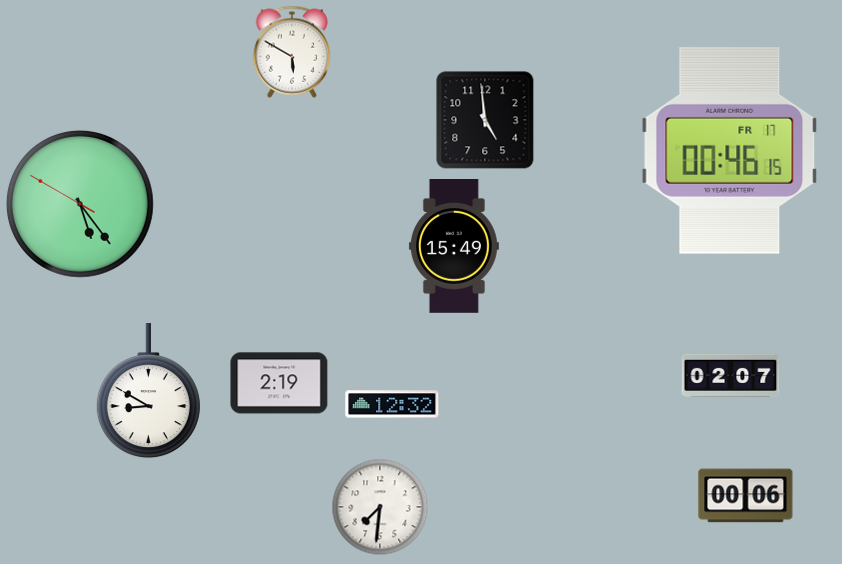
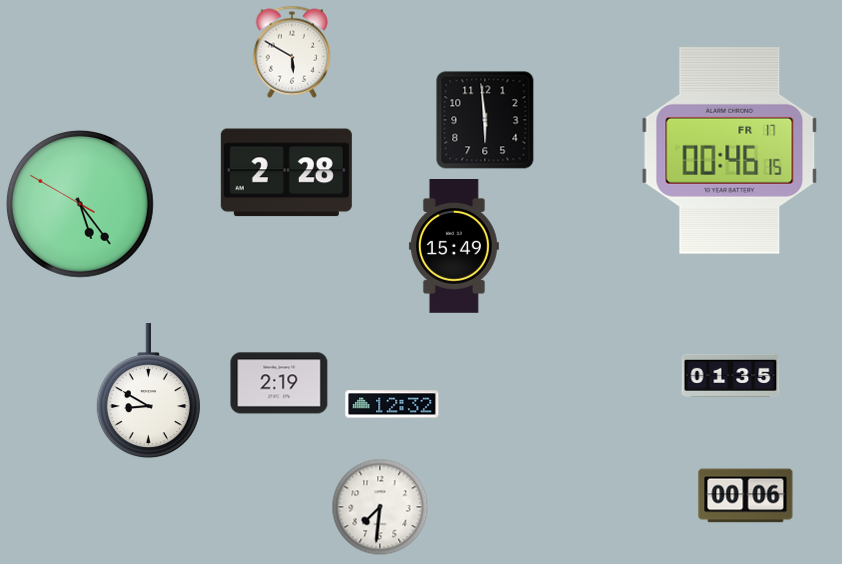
clock at (485, 120): 4:59 -> 5:59
clock at (286, 173): none -> 2:28
clock at (731, 375): 02:07 -> 01:35
